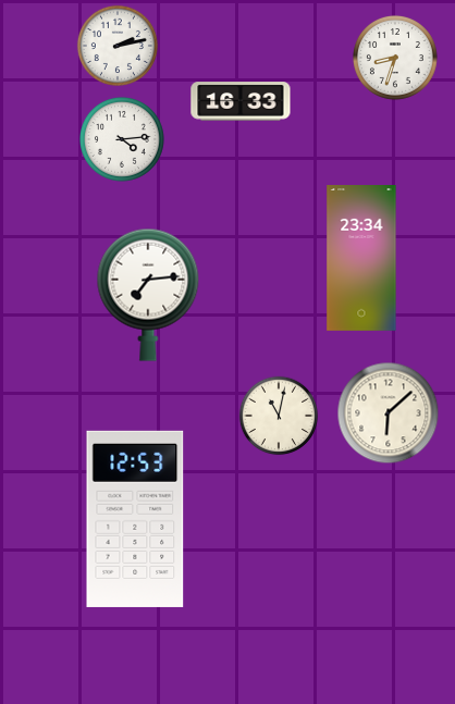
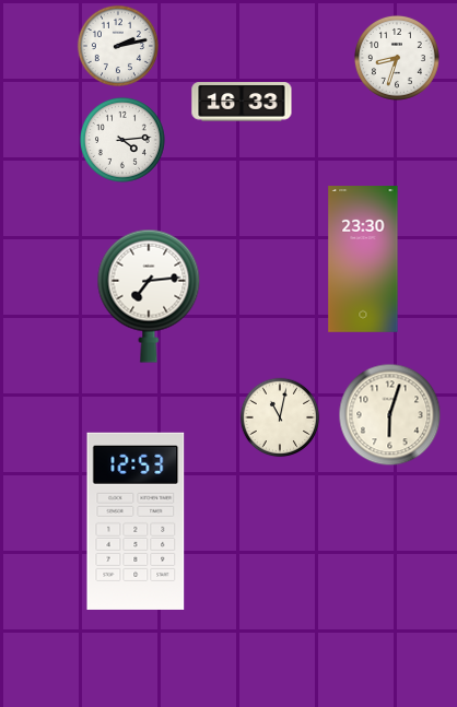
clock at (361, 259): 23:34 -> 23:30
clock at (389, 413): 6:08 -> 6:03
